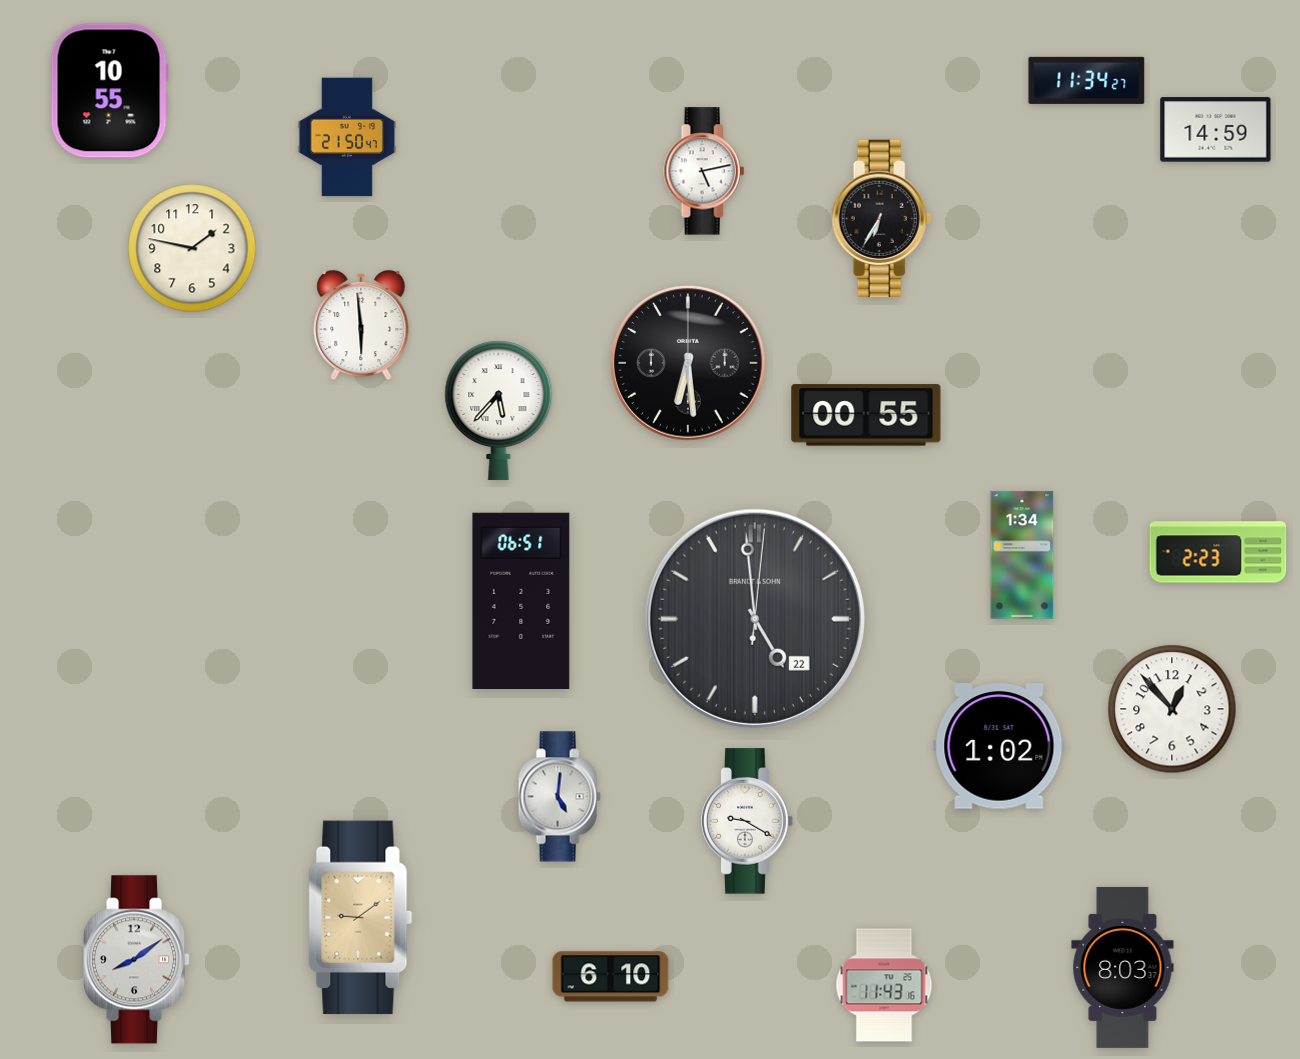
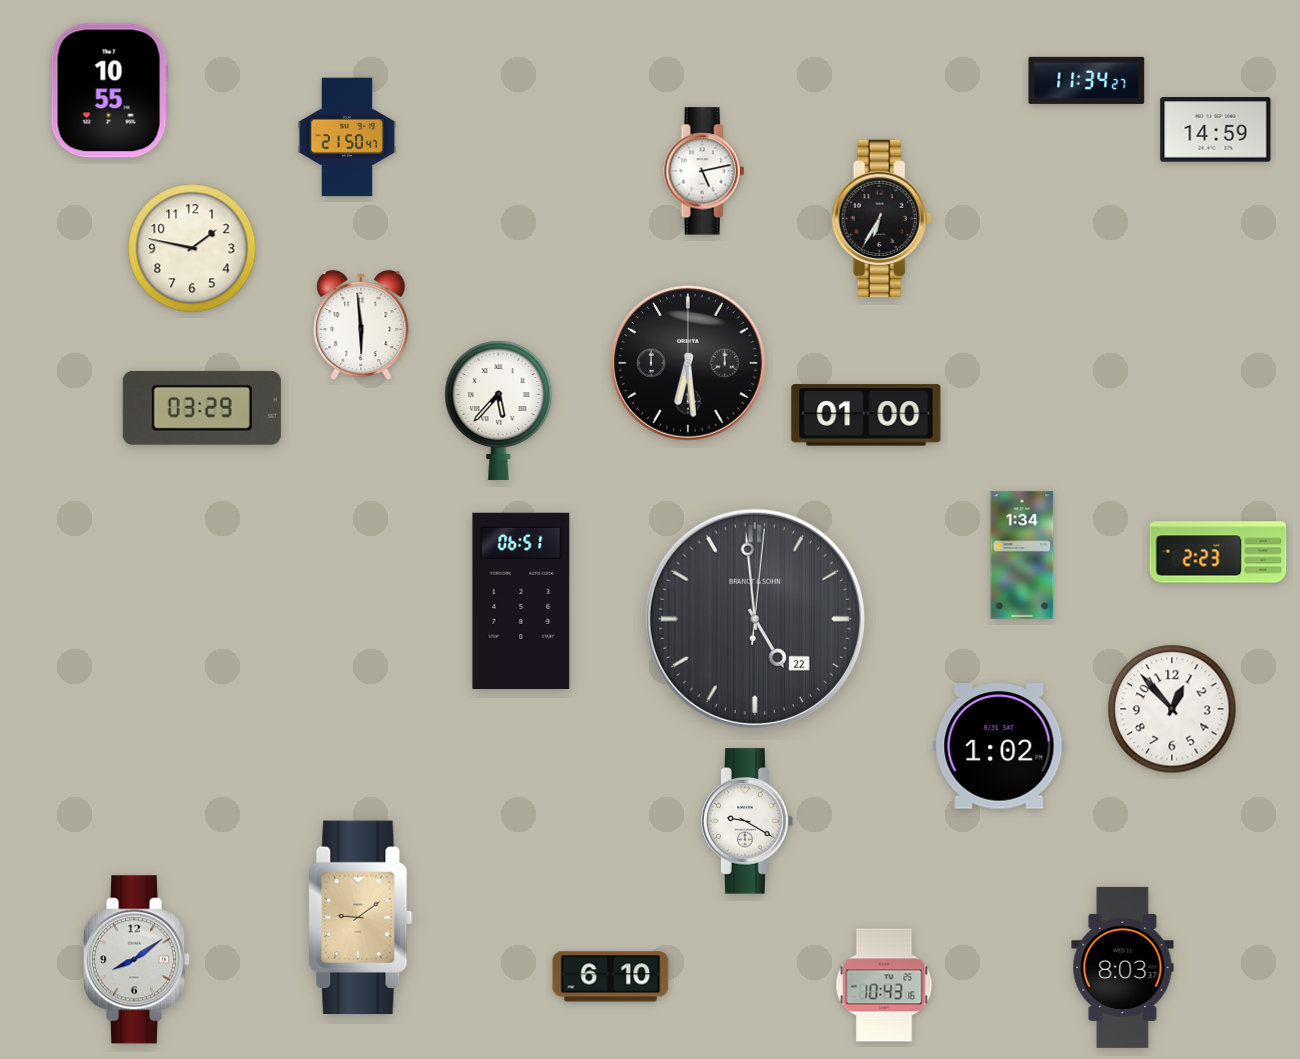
clock at (202, 408): none -> 03:29
clock at (866, 415): 00:55 -> 01:00
clock at (559, 797): 5:01 -> none
clock at (884, 985): 11:43 -> 10:43
